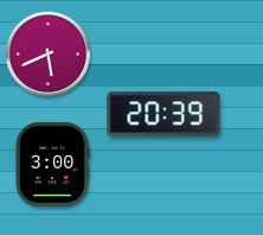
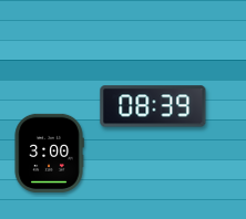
clock at (47, 53): 5:41 -> none
clock at (163, 114): 20:39 -> 08:39
